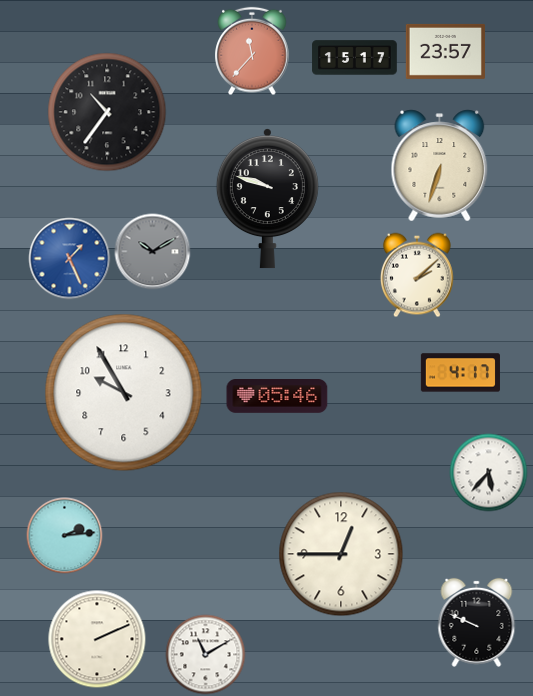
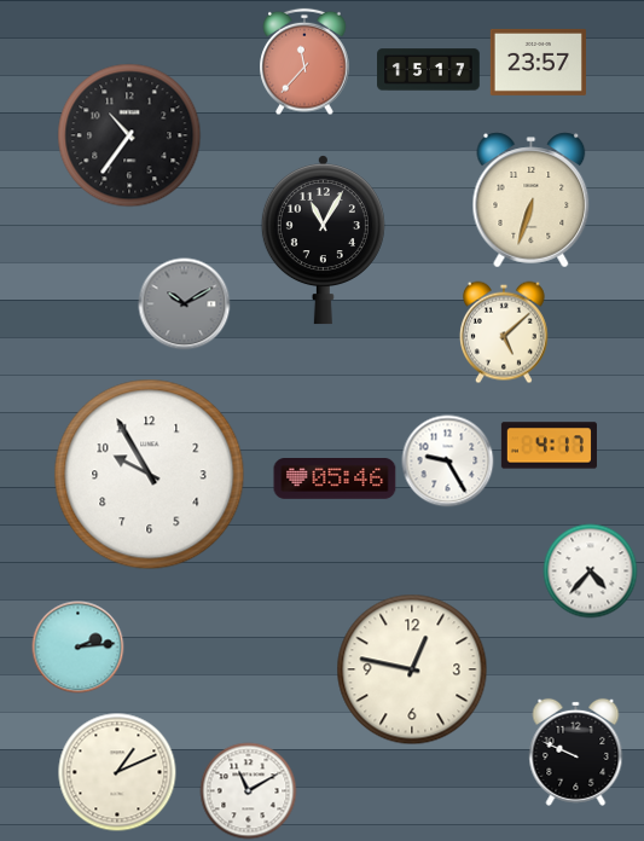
clock at (267, 199): 9:48 -> 11:05
clock at (70, 259): 1:26 -> none
clock at (417, 275): 2:08 -> 5:08
clock at (460, 373) position: (460, 373) -> (549, 446)
clock at (448, 462): none -> 9:25
clock at (489, 473): 5:37 -> 4:37
clock at (341, 554): 12:45 -> 12:47
clock at (97, 639): 2:11 -> 1:11
